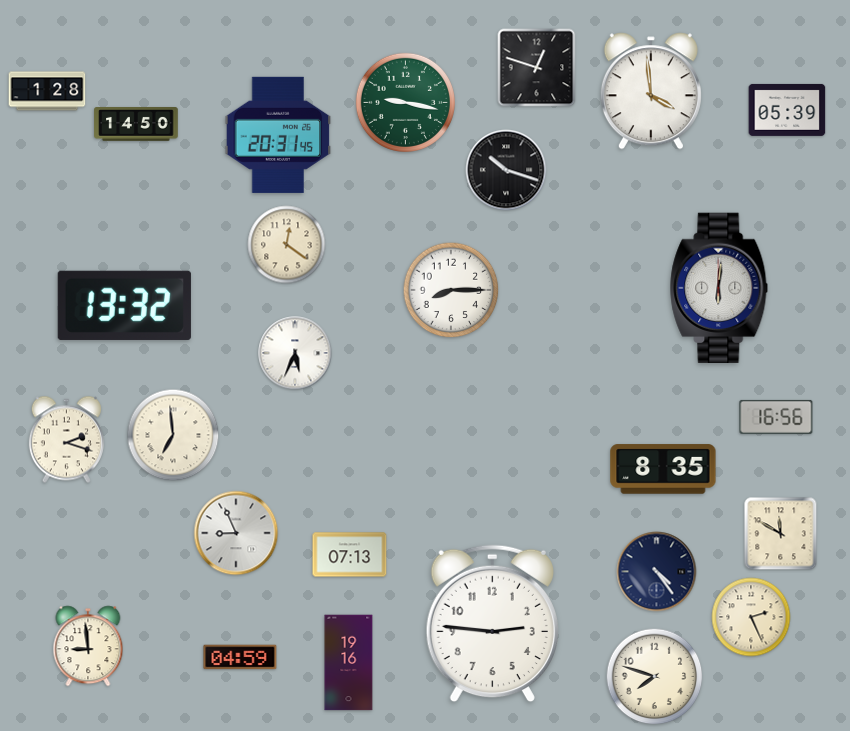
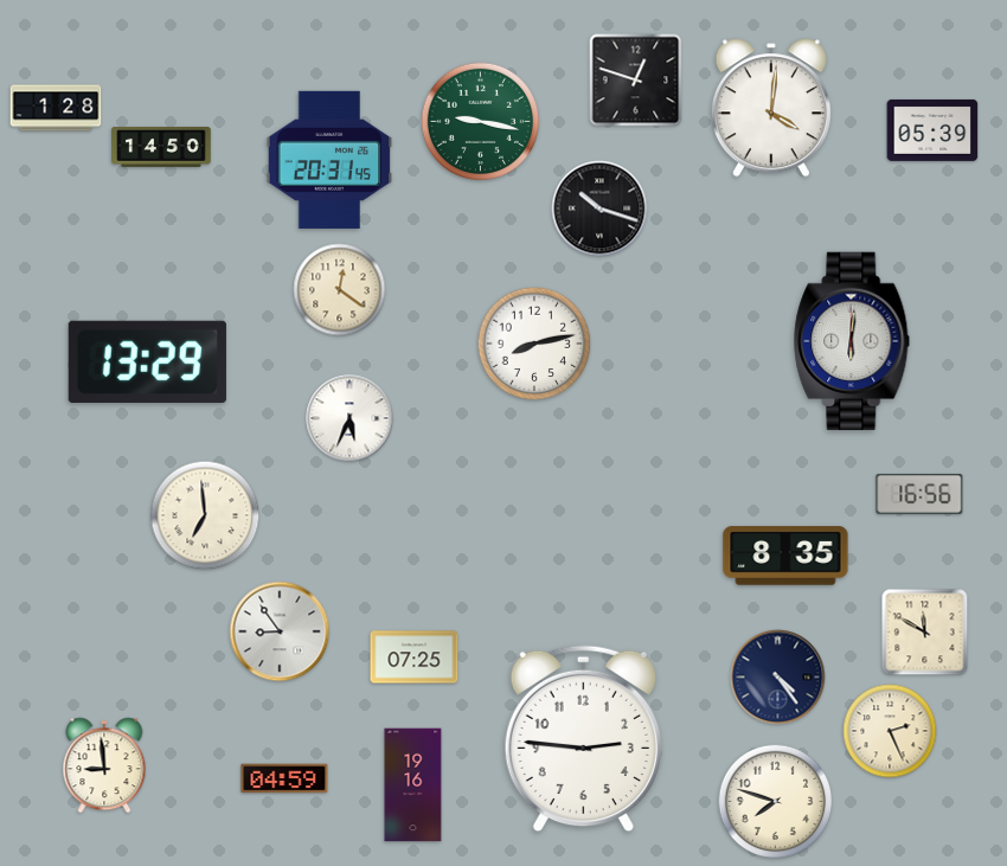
clock at (651, 91): 3:59 -> 4:01
clock at (506, 170) position: (506, 170) -> (599, 209)
clock at (451, 290): 8:15 -> 8:13
clock at (124, 305): 13:32 -> 13:29
clock at (66, 440): 2:18 -> none
clock at (236, 533): 8:56 -> 8:54
clock at (350, 555): 07:13 -> 07:25
